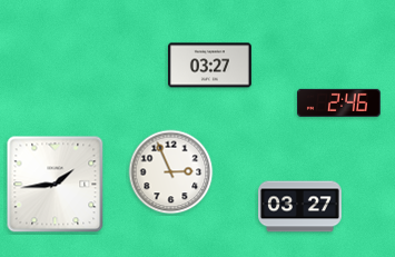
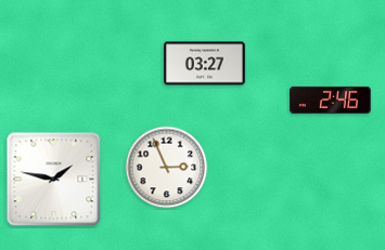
clock at (56, 185): 1:44 -> 1:47
clock at (300, 207): 03:27 -> none
